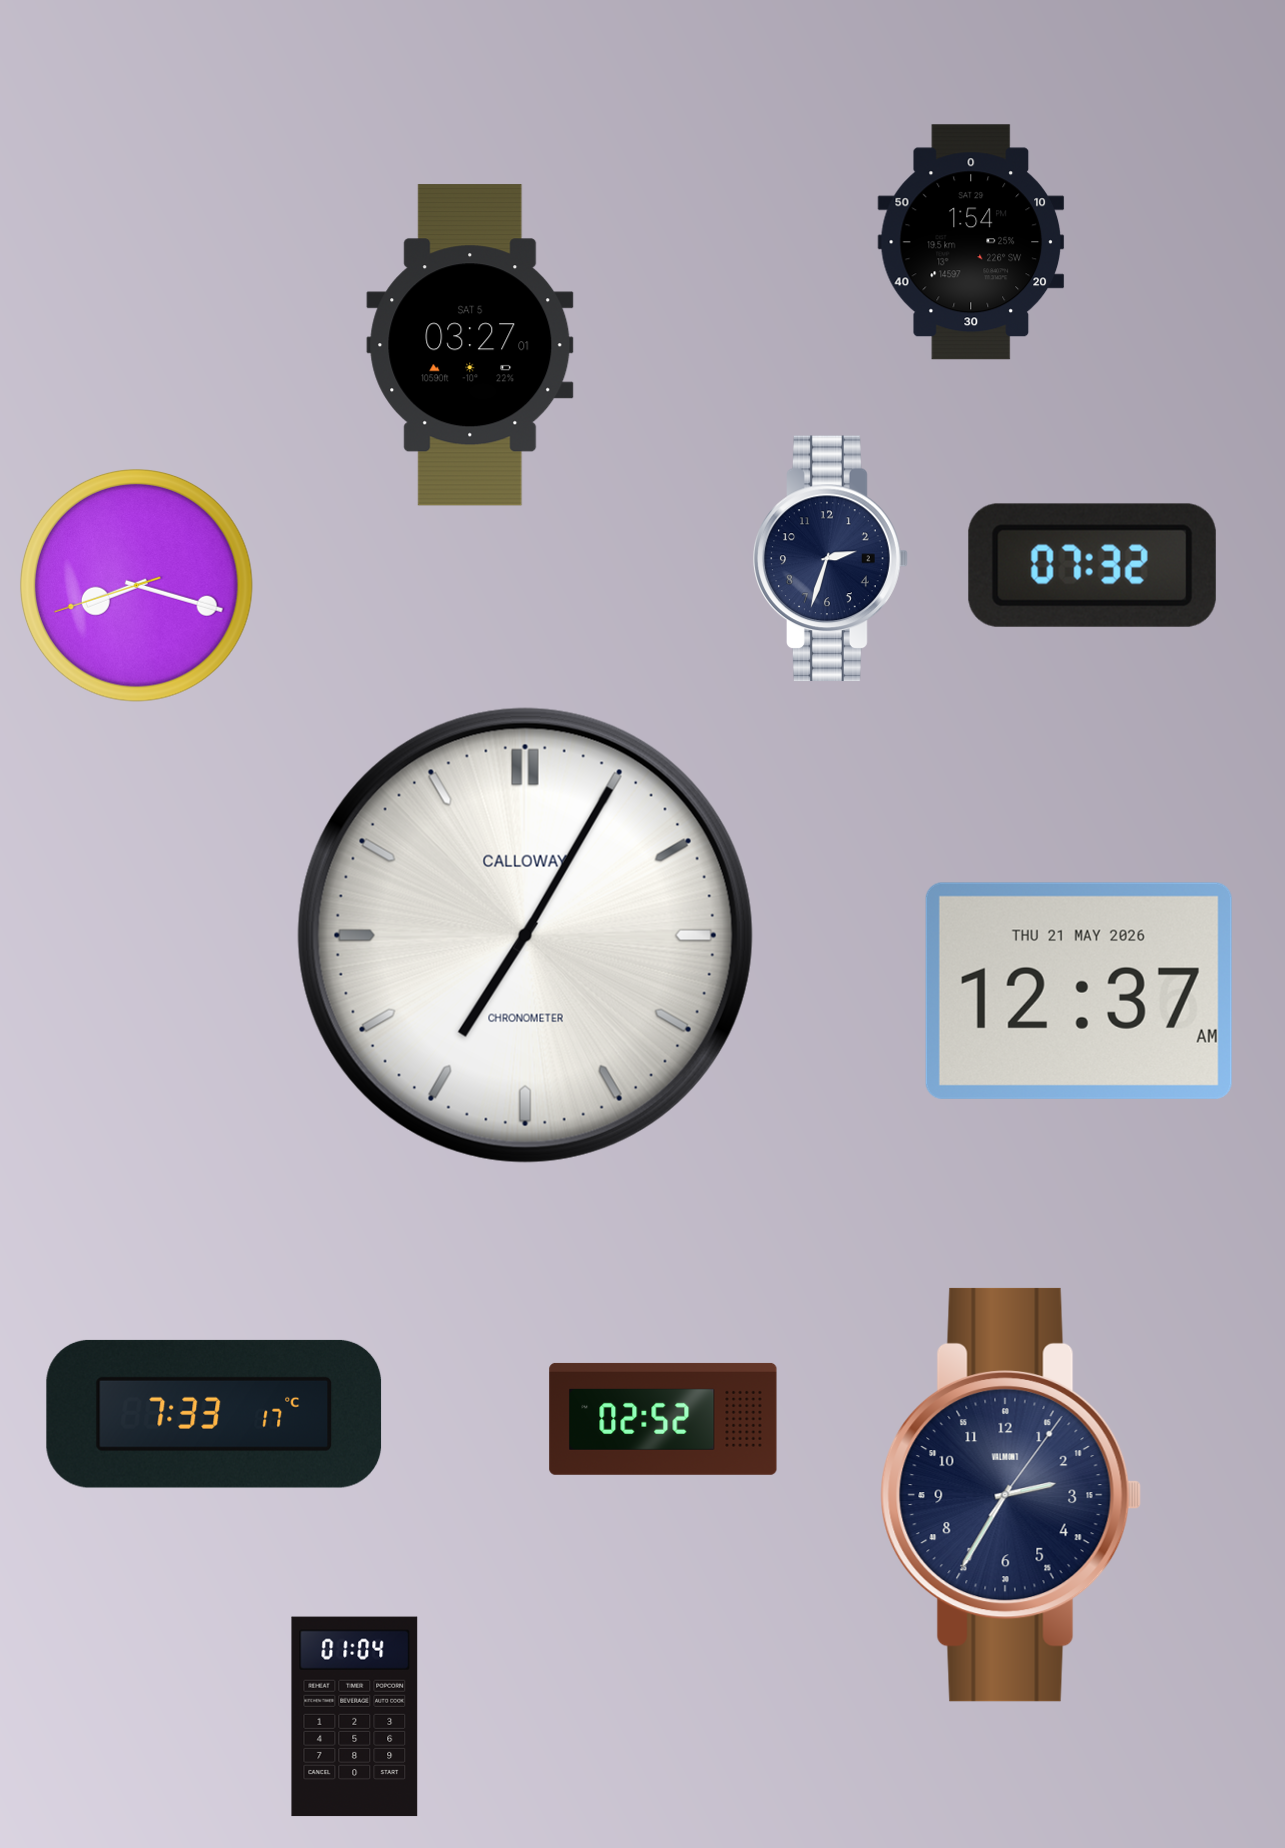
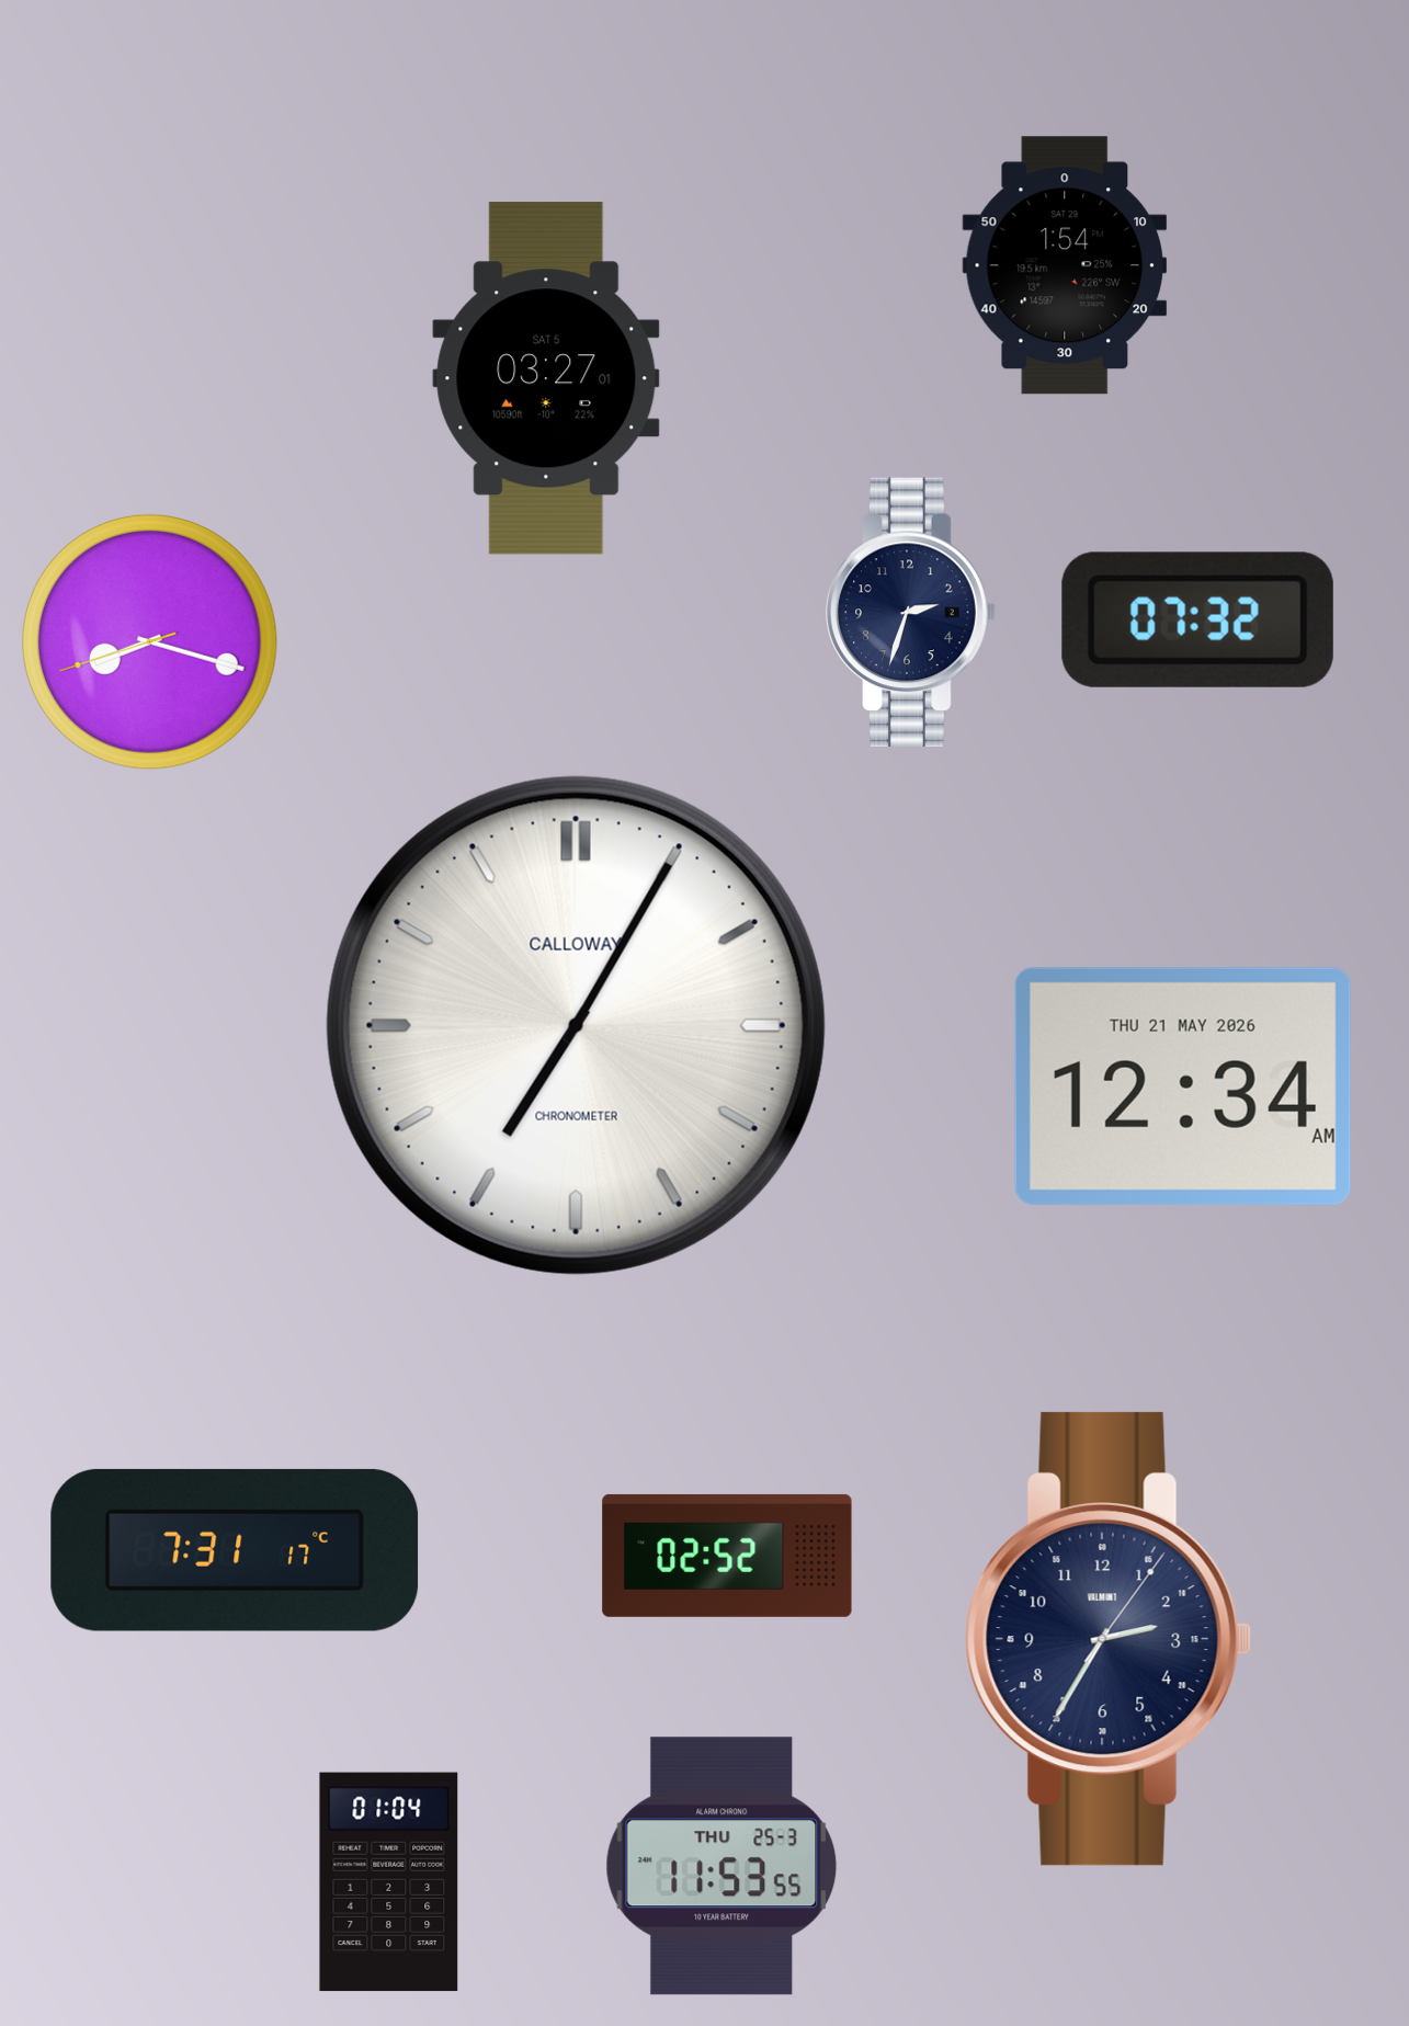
clock at (470, 345) position: (470, 345) -> (546, 378)
clock at (1079, 991): 12:37 -> 12:34
clock at (214, 1414): 7:33 -> 7:31
clock at (721, 1866): none -> 11:53
